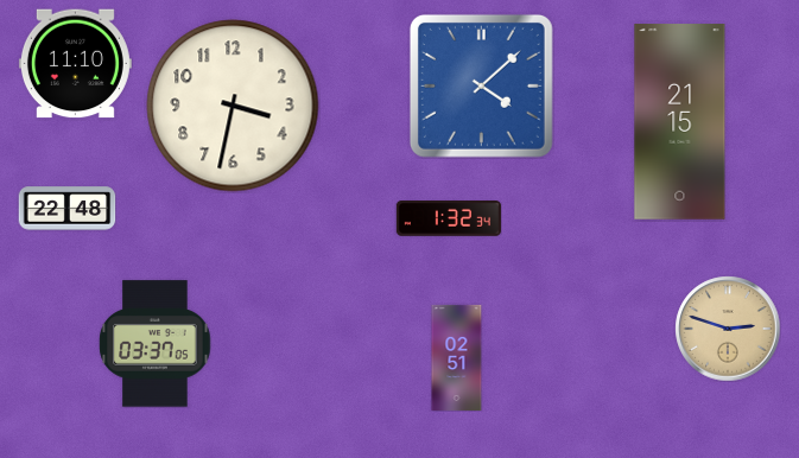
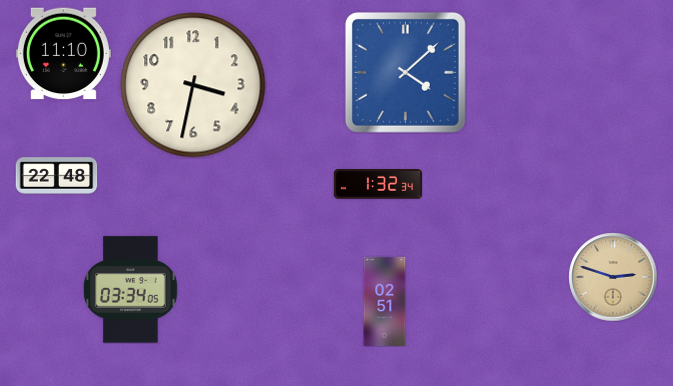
clock at (233, 106) position: (233, 106) -> (193, 85)
clock at (680, 122): 21:15 -> none
clock at (156, 344): 03:37 -> 03:34
